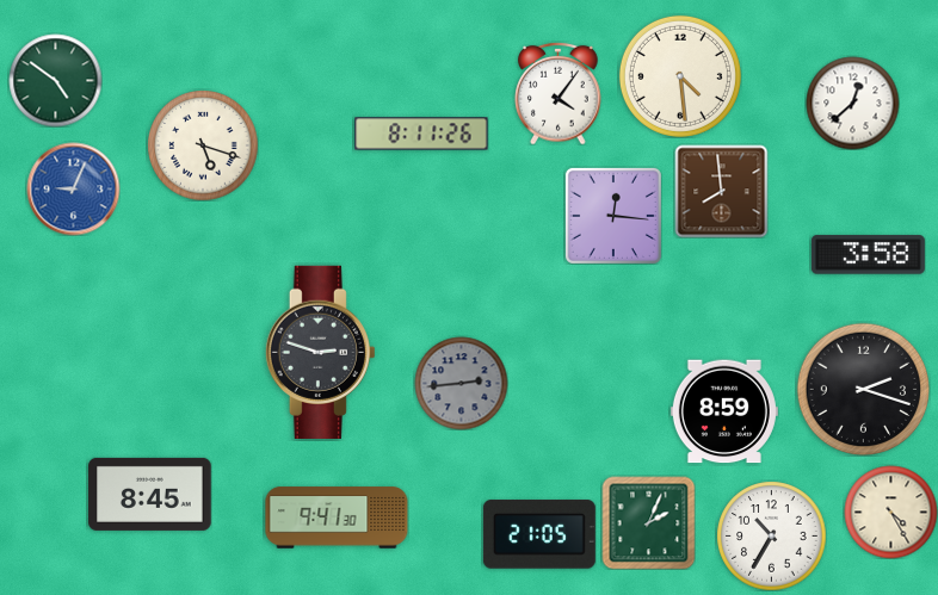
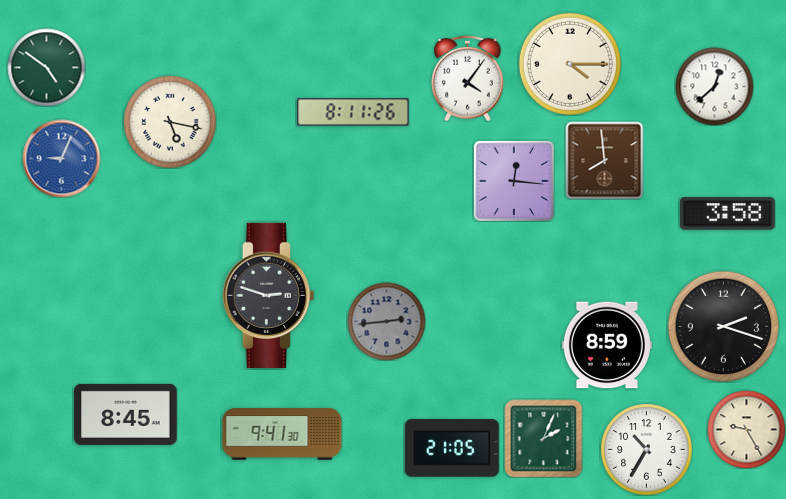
clock at (680, 76): 4:29 -> 4:15
clock at (203, 145): 5:18 -> 5:17
clock at (890, 512): 4:25 -> 9:25
